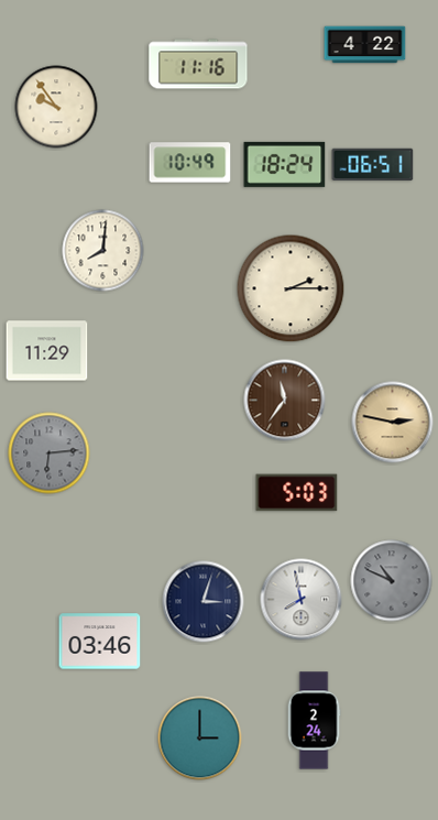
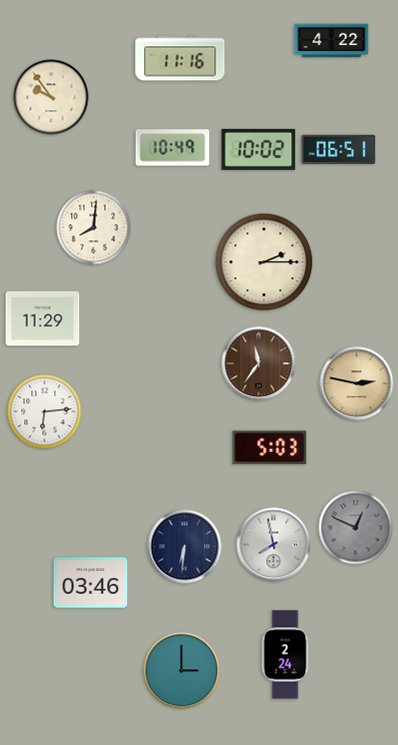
clock at (285, 164): 18:24 -> 10:02
clock at (50, 453) dial: grey -> white
clock at (392, 581): 10:49 -> 12:49
clock at (204, 602): 3:03 -> 6:31
